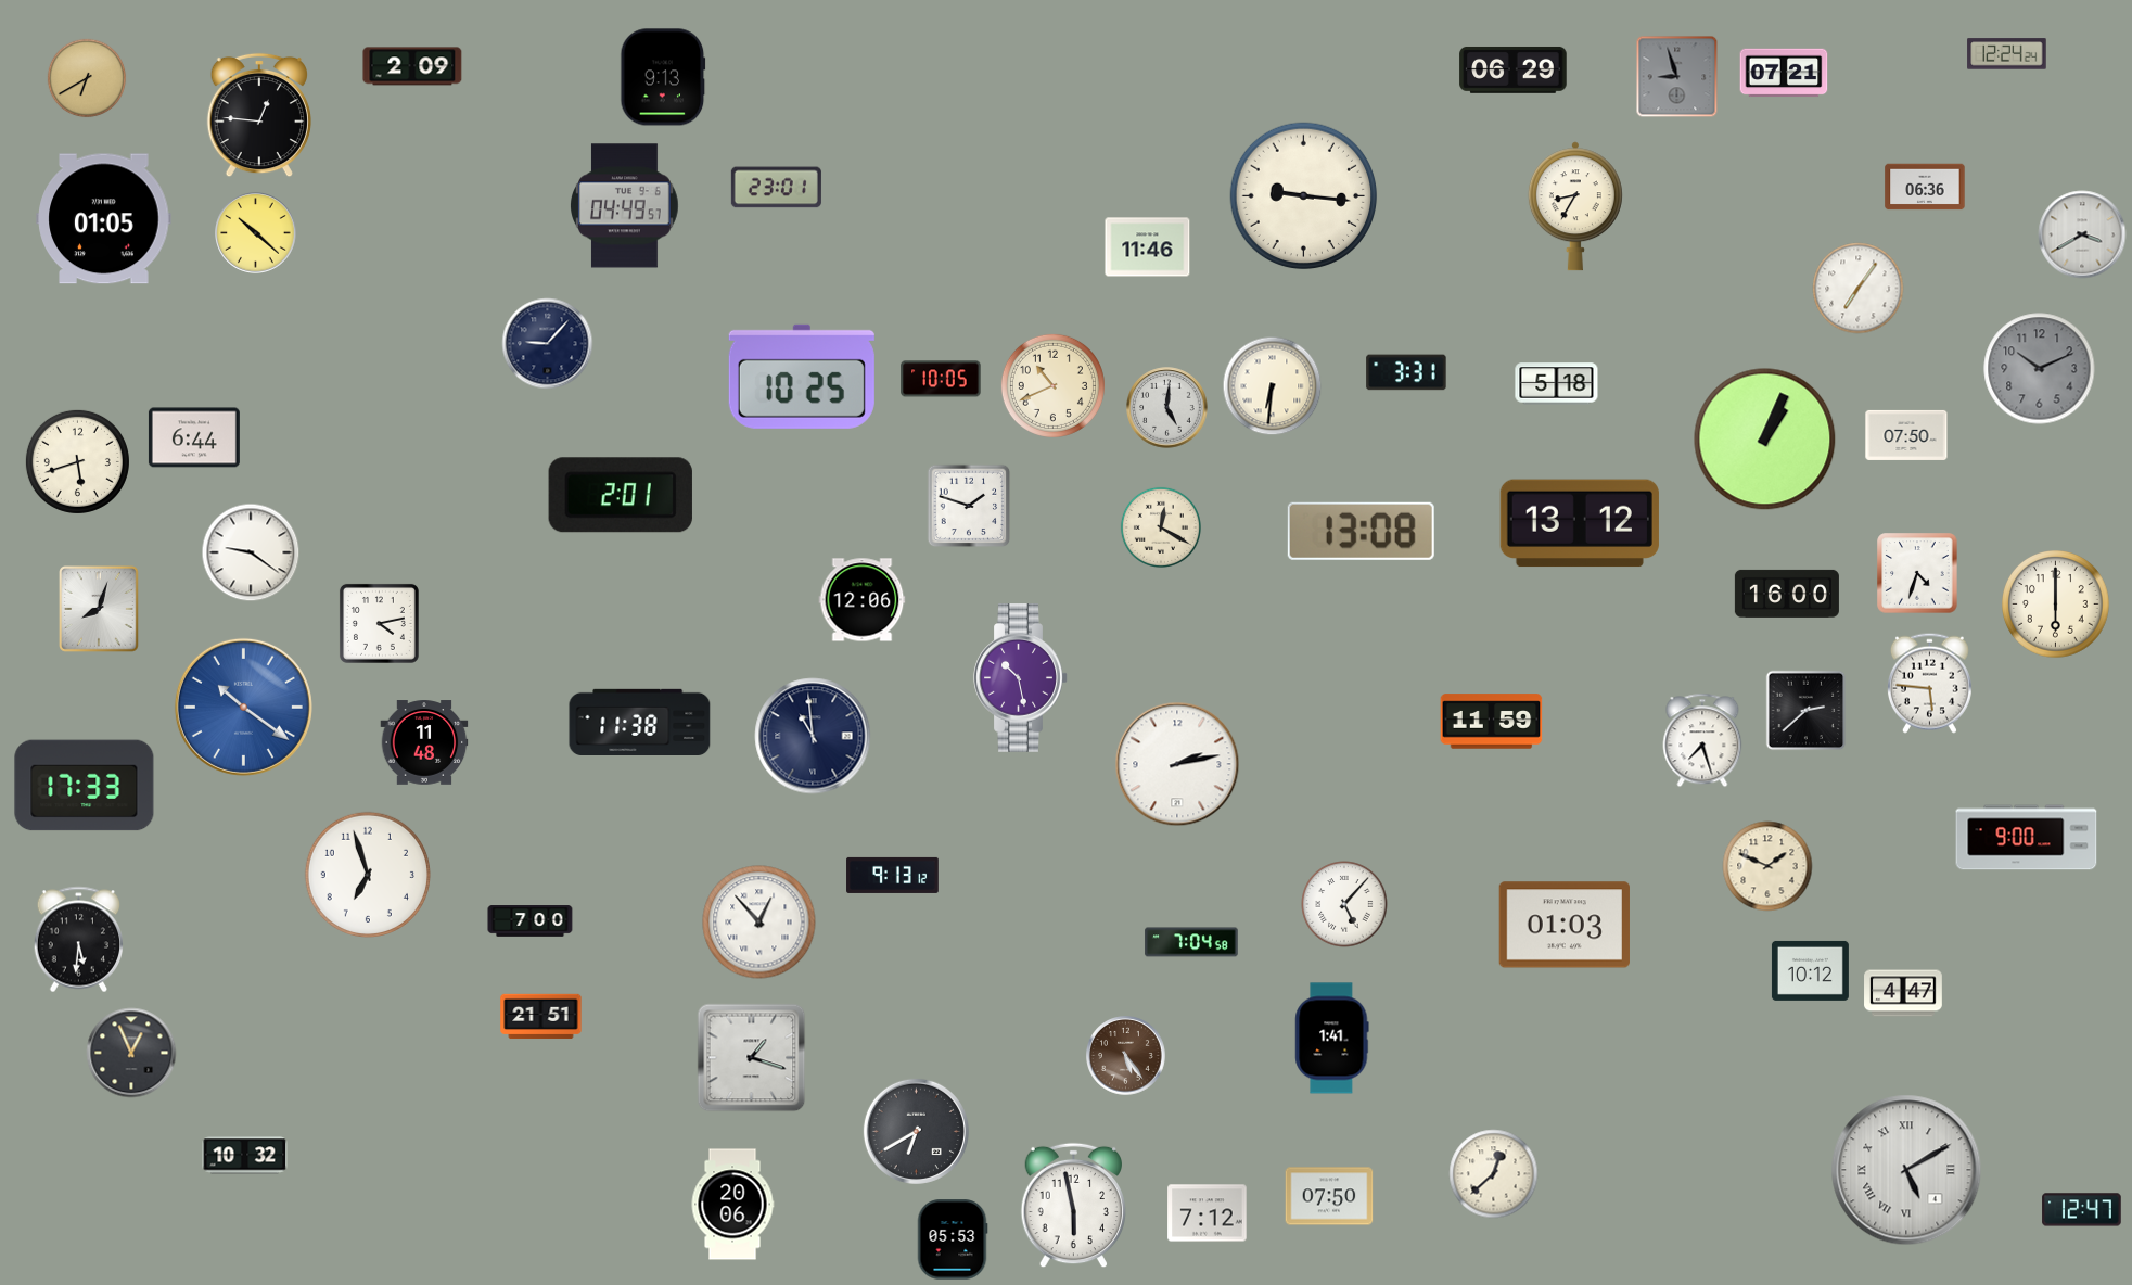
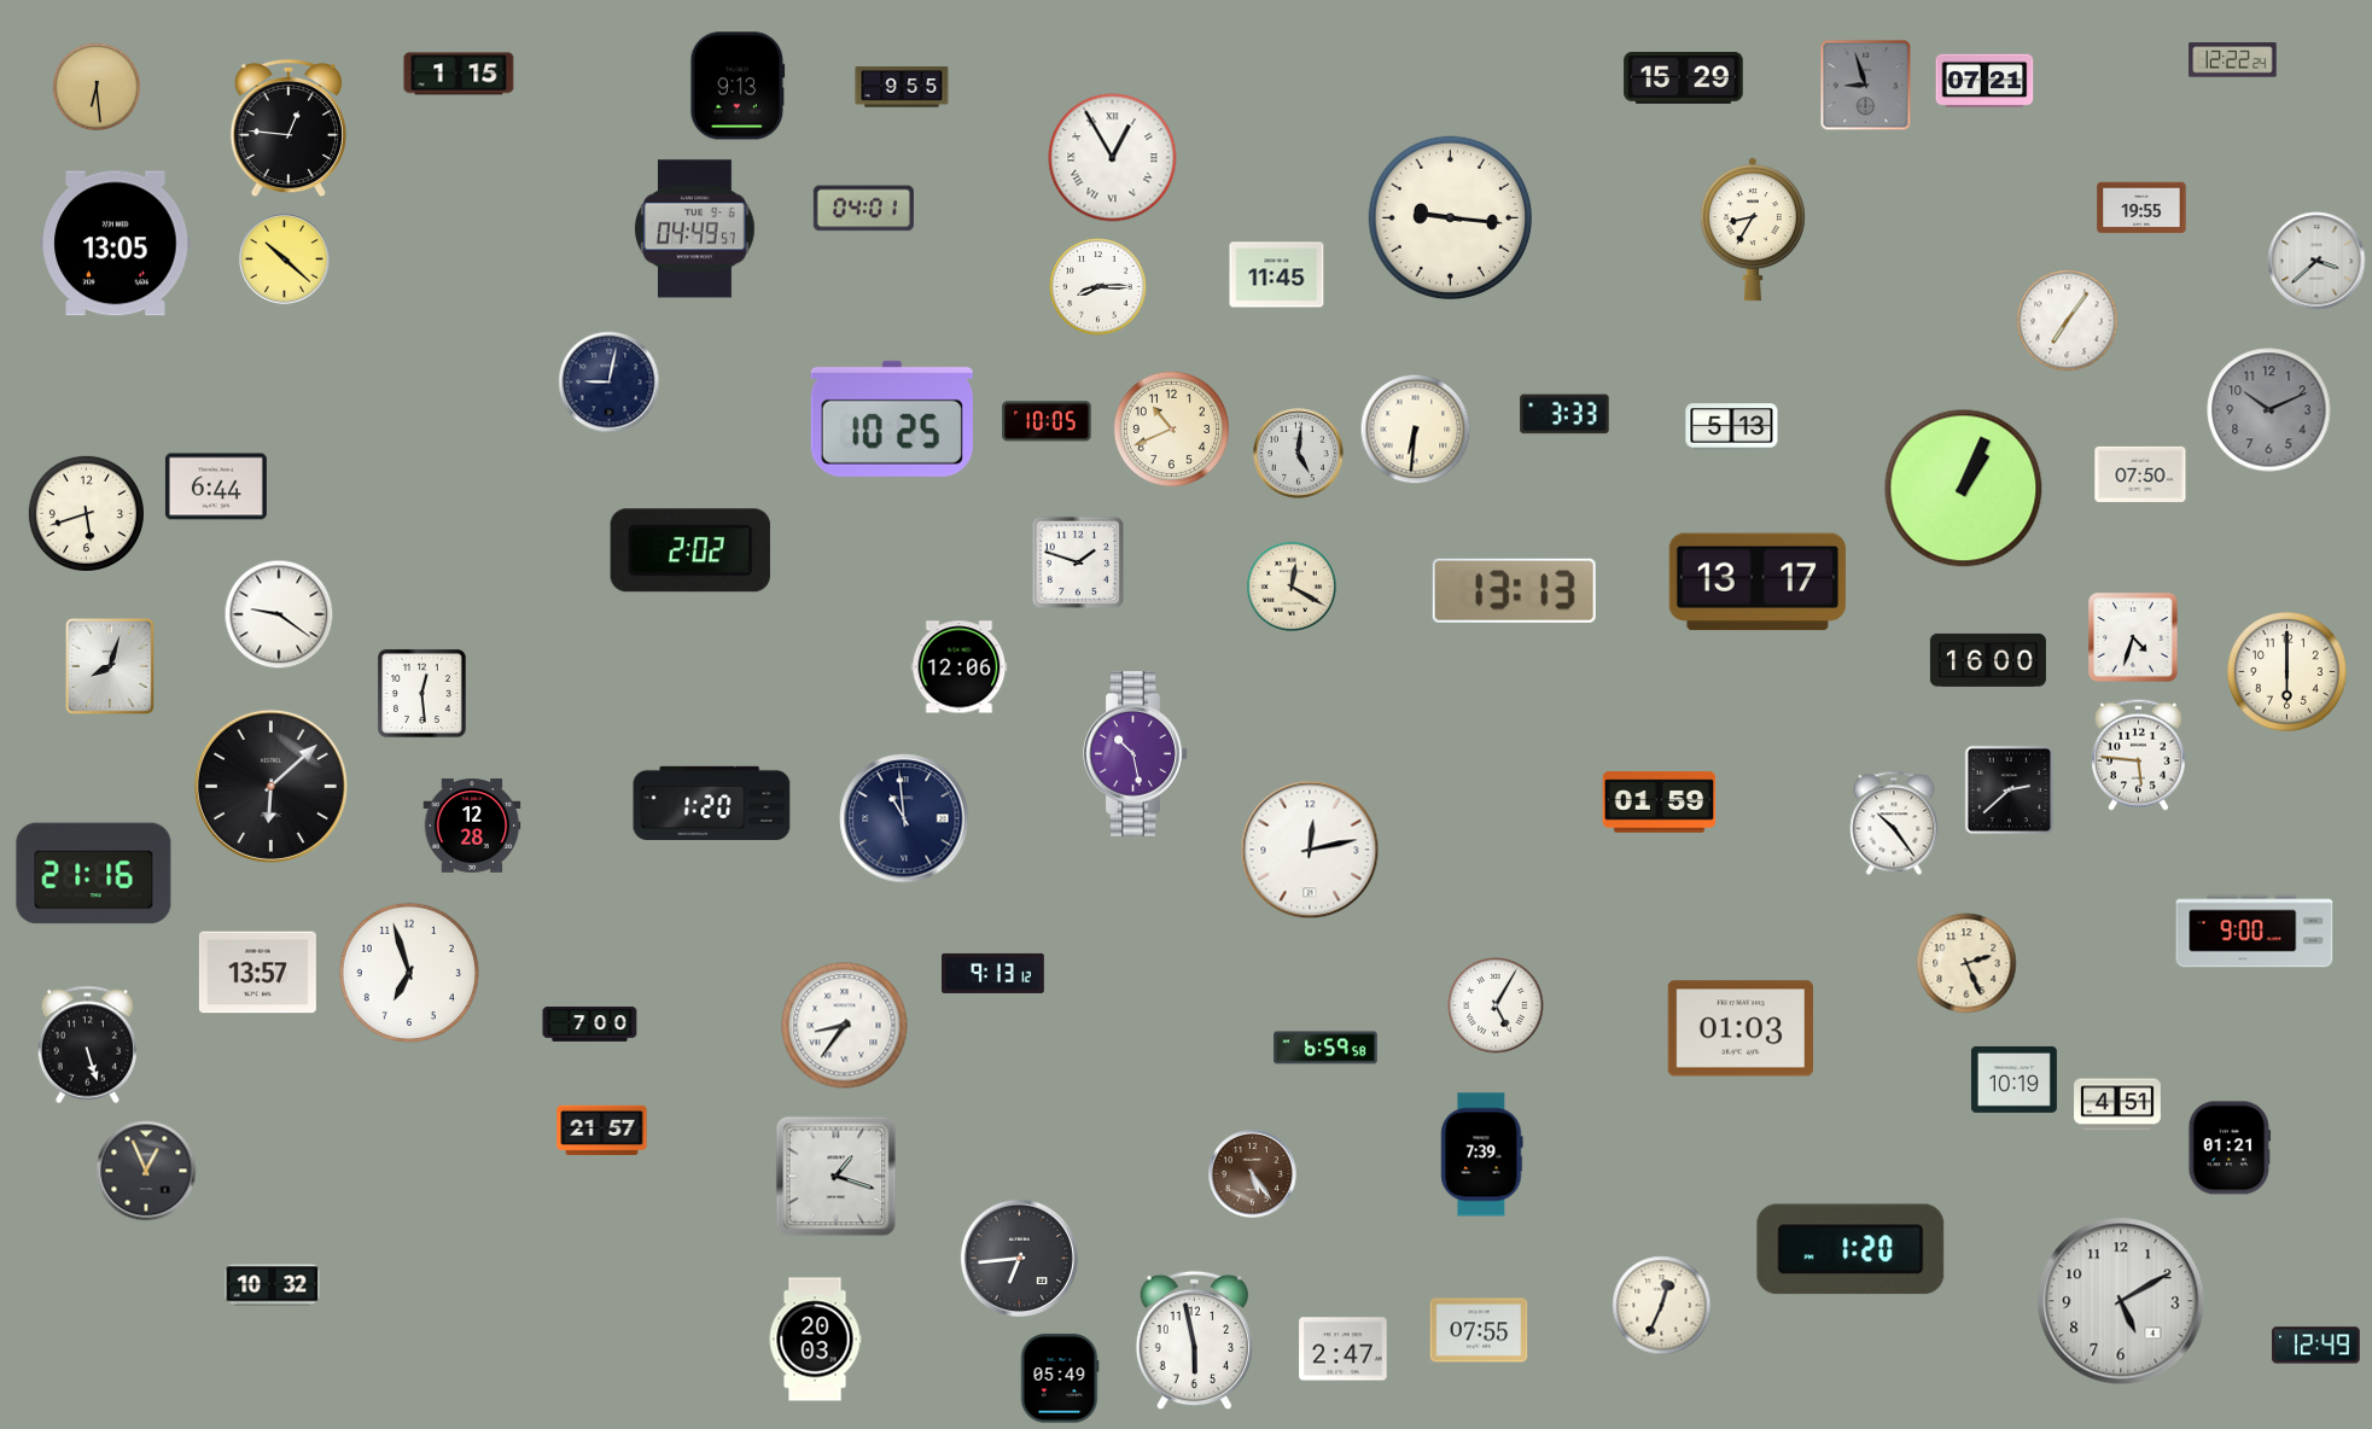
clock at (2007, 54): 12:24 -> 12:22
clock at (412, 66): 2:09 -> 1:15
clock at (1514, 71): 06:29 -> 15:29
clock at (87, 78): 6:40 -> 6:29
clock at (902, 87): none -> 9:55
clock at (1113, 158): none -> 12:55
clock at (1925, 187): 06:36 -> 19:55
clock at (776, 188): 23:01 -> 04:01
clock at (104, 219): 01:05 -> 13:05
clock at (2082, 234): 3:40 -> 3:38
clock at (1148, 247): 11:46 -> 11:45
clock at (1098, 287): none -> 8:15
clock at (548, 344): 9:07 -> 9:02
clock at (1406, 372): 3:31 -> 3:33
clock at (1557, 384): 5:18 -> 5:13
clock at (1906, 435) position: (1906, 435) -> (2140, 474)
clock at (621, 495): 2:01 -> 2:02
clock at (1580, 523): 13:12 -> 13:17
clock at (1361, 531): 13:08 -> 13:13
clock at (100, 610) position: (100, 610) -> (111, 667)
clock at (379, 623): 4:13 -> 12:29
clock at (1929, 683) position: (1929, 683) -> (2138, 754)
clock at (243, 707): 10:21 -> 6:08
clock at (243, 707) dial: blue -> black
clock at (640, 722): 11:38 -> 1:20
clock at (1492, 722): 11:59 -> 01:59
clock at (1702, 740): 7:27 -> 10:24
clock at (424, 742): 11:48 -> 12:28
clock at (1177, 764): 2:13 -> 12:13
clock at (85, 786): 17:33 -> 21:16
clock at (1767, 866): 1:49 -> 2:26
clock at (257, 973): none -> 13:57
clock at (1344, 904): 5:07 -> 5:05
clock at (759, 923): 12:53 -> 8:36
clock at (79, 940): 5:31 -> 5:27
clock at (1191, 942): 7:04 -> 6:59
clock at (1810, 970): 10:12 -> 10:19
clock at (1903, 993): 4:47 -> 4:51
clock at (541, 1017): 21:51 -> 21:57
clock at (2230, 1148): none -> 01:21
clock at (1332, 1039): 1:41 -> 7:39
clock at (1851, 1249): none -> 1:20
clock at (916, 1131): 6:40 -> 6:44
clock at (1906, 1170) numerals: Roman -> Arabic
clock at (1494, 1174): 12:38 -> 12:34
clock at (1329, 1196): 07:50 -> 07:55
clock at (732, 1205): 20:06 -> 20:03
clock at (2082, 1210): 12:47 -> 12:49
clock at (1208, 1213): 7:12 -> 2:47
clock at (953, 1239): 05:53 -> 05:49
